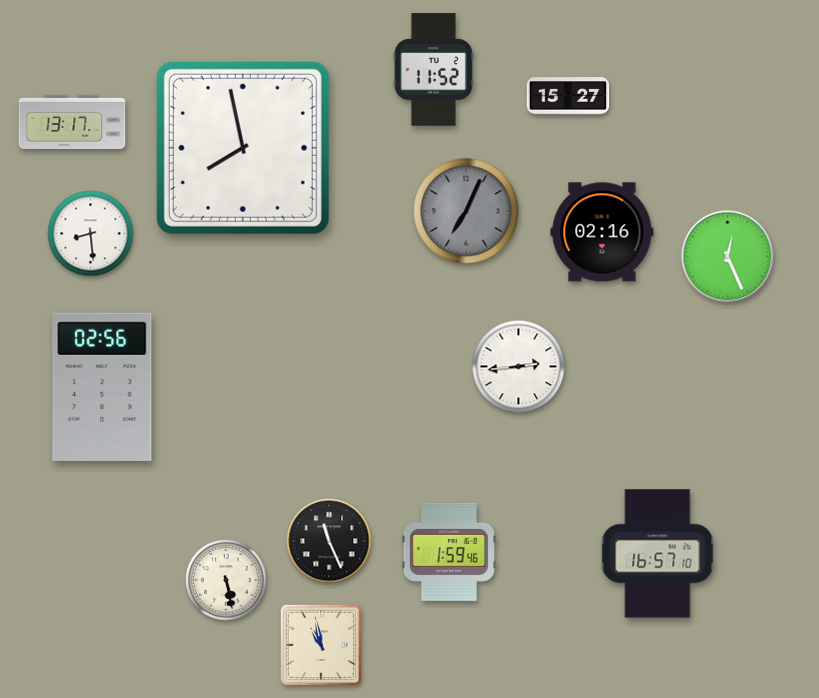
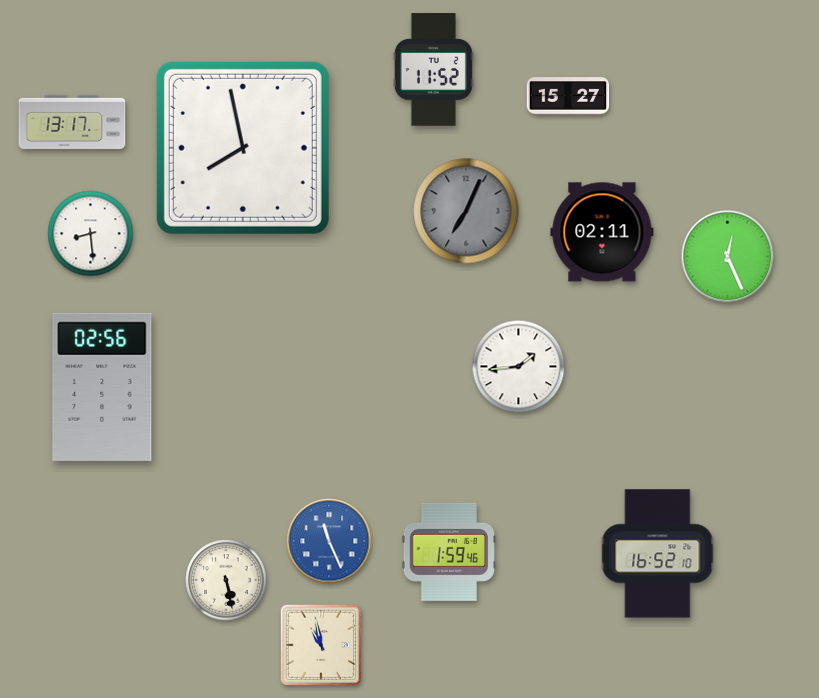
clock at (602, 232): 02:16 -> 02:11
clock at (519, 367): 2:44 -> 1:44
clock at (329, 541) dial: black -> blue
clock at (658, 554): 16:57 -> 16:52
